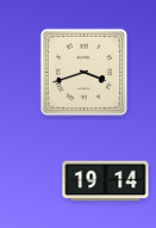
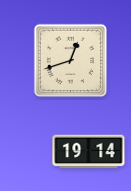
clock at (85, 73): 3:42 -> 12:42
